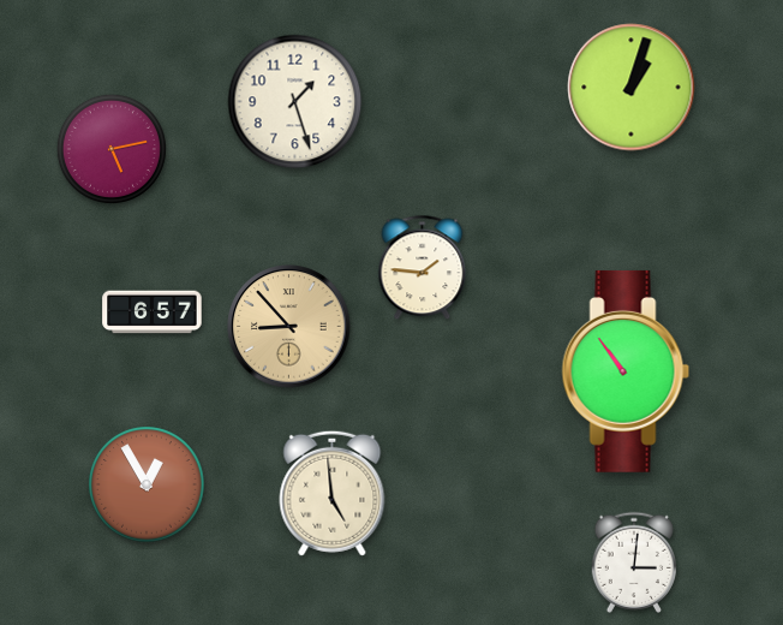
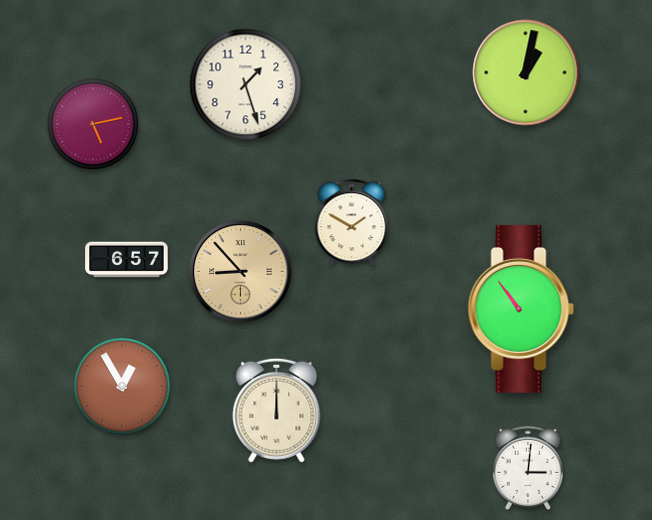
clock at (632, 88): 1:03 -> 1:02
clock at (423, 268): 1:46 -> 1:50
clock at (147, 484) position: (147, 484) -> (122, 386)
clock at (333, 493): 4:59 -> 12:00
